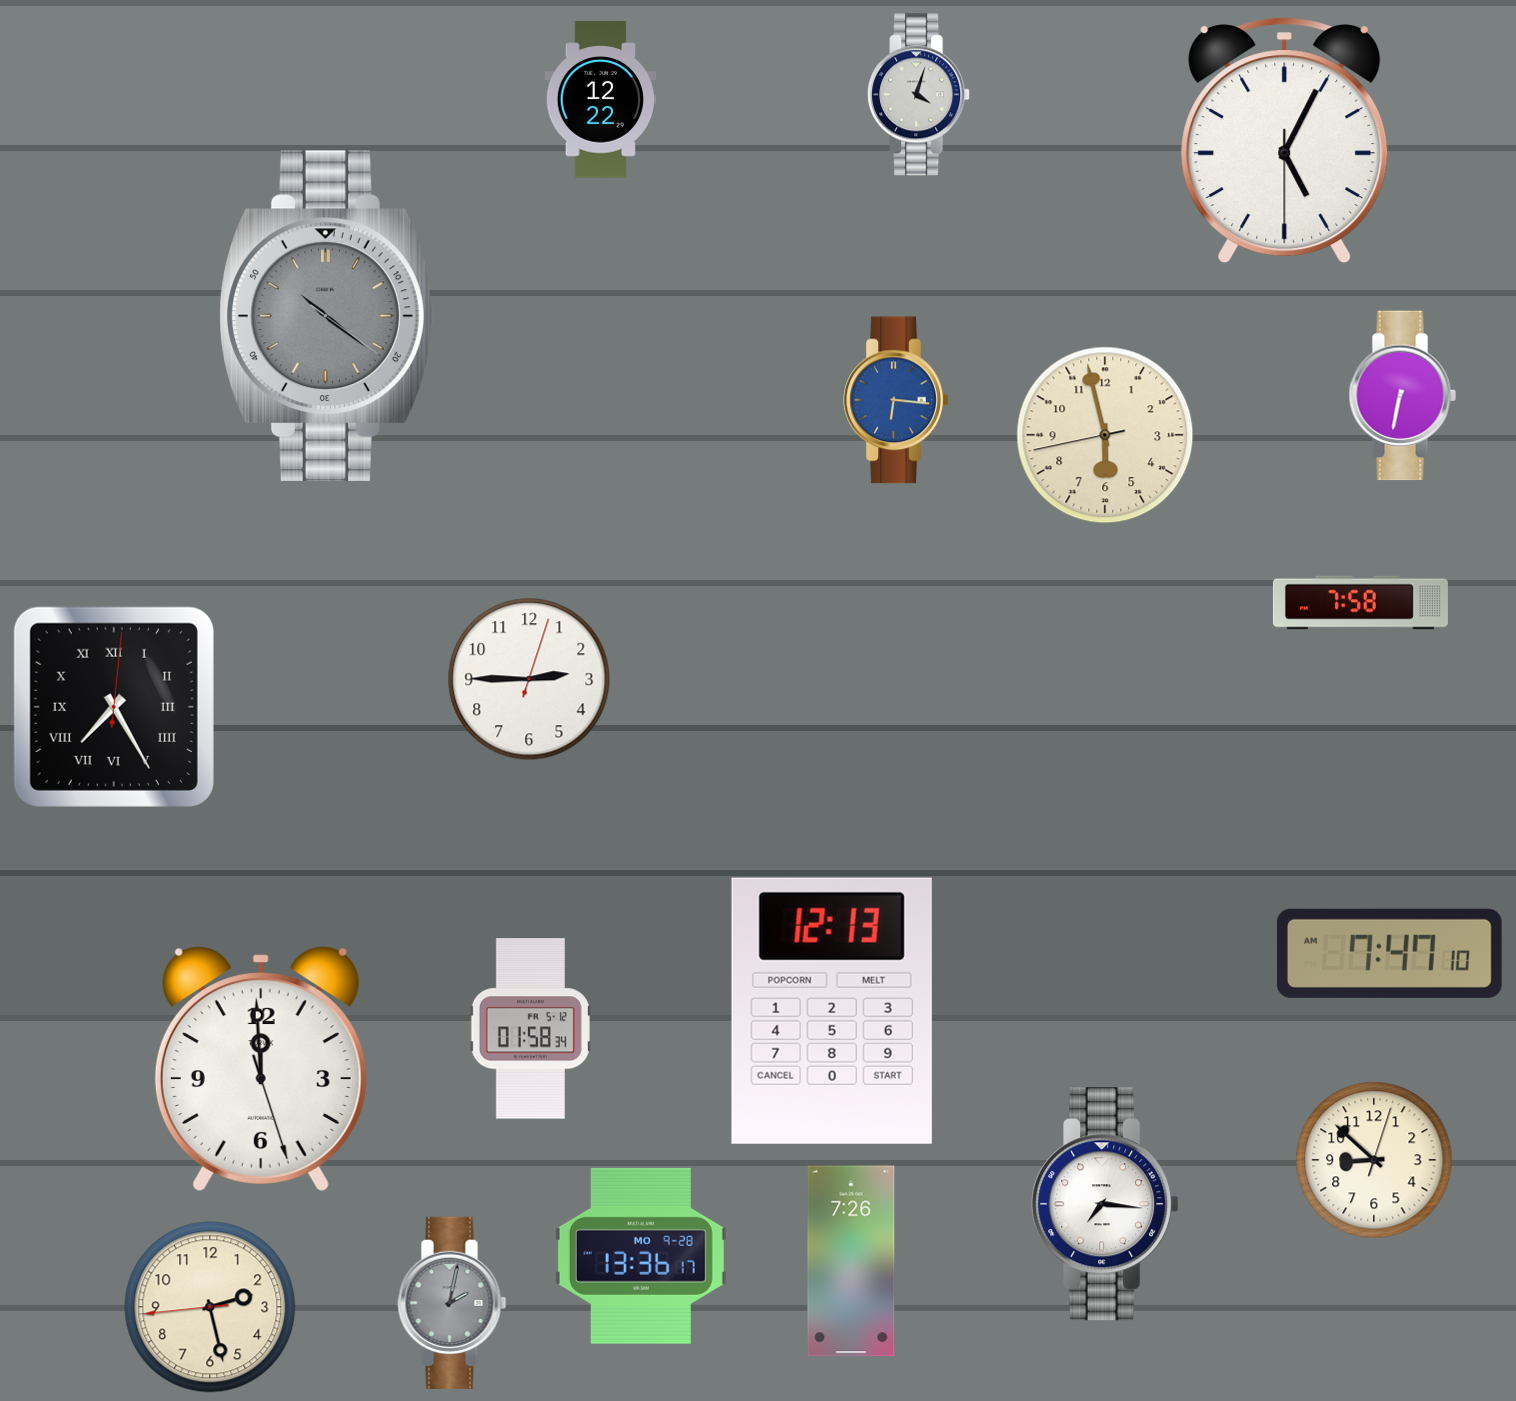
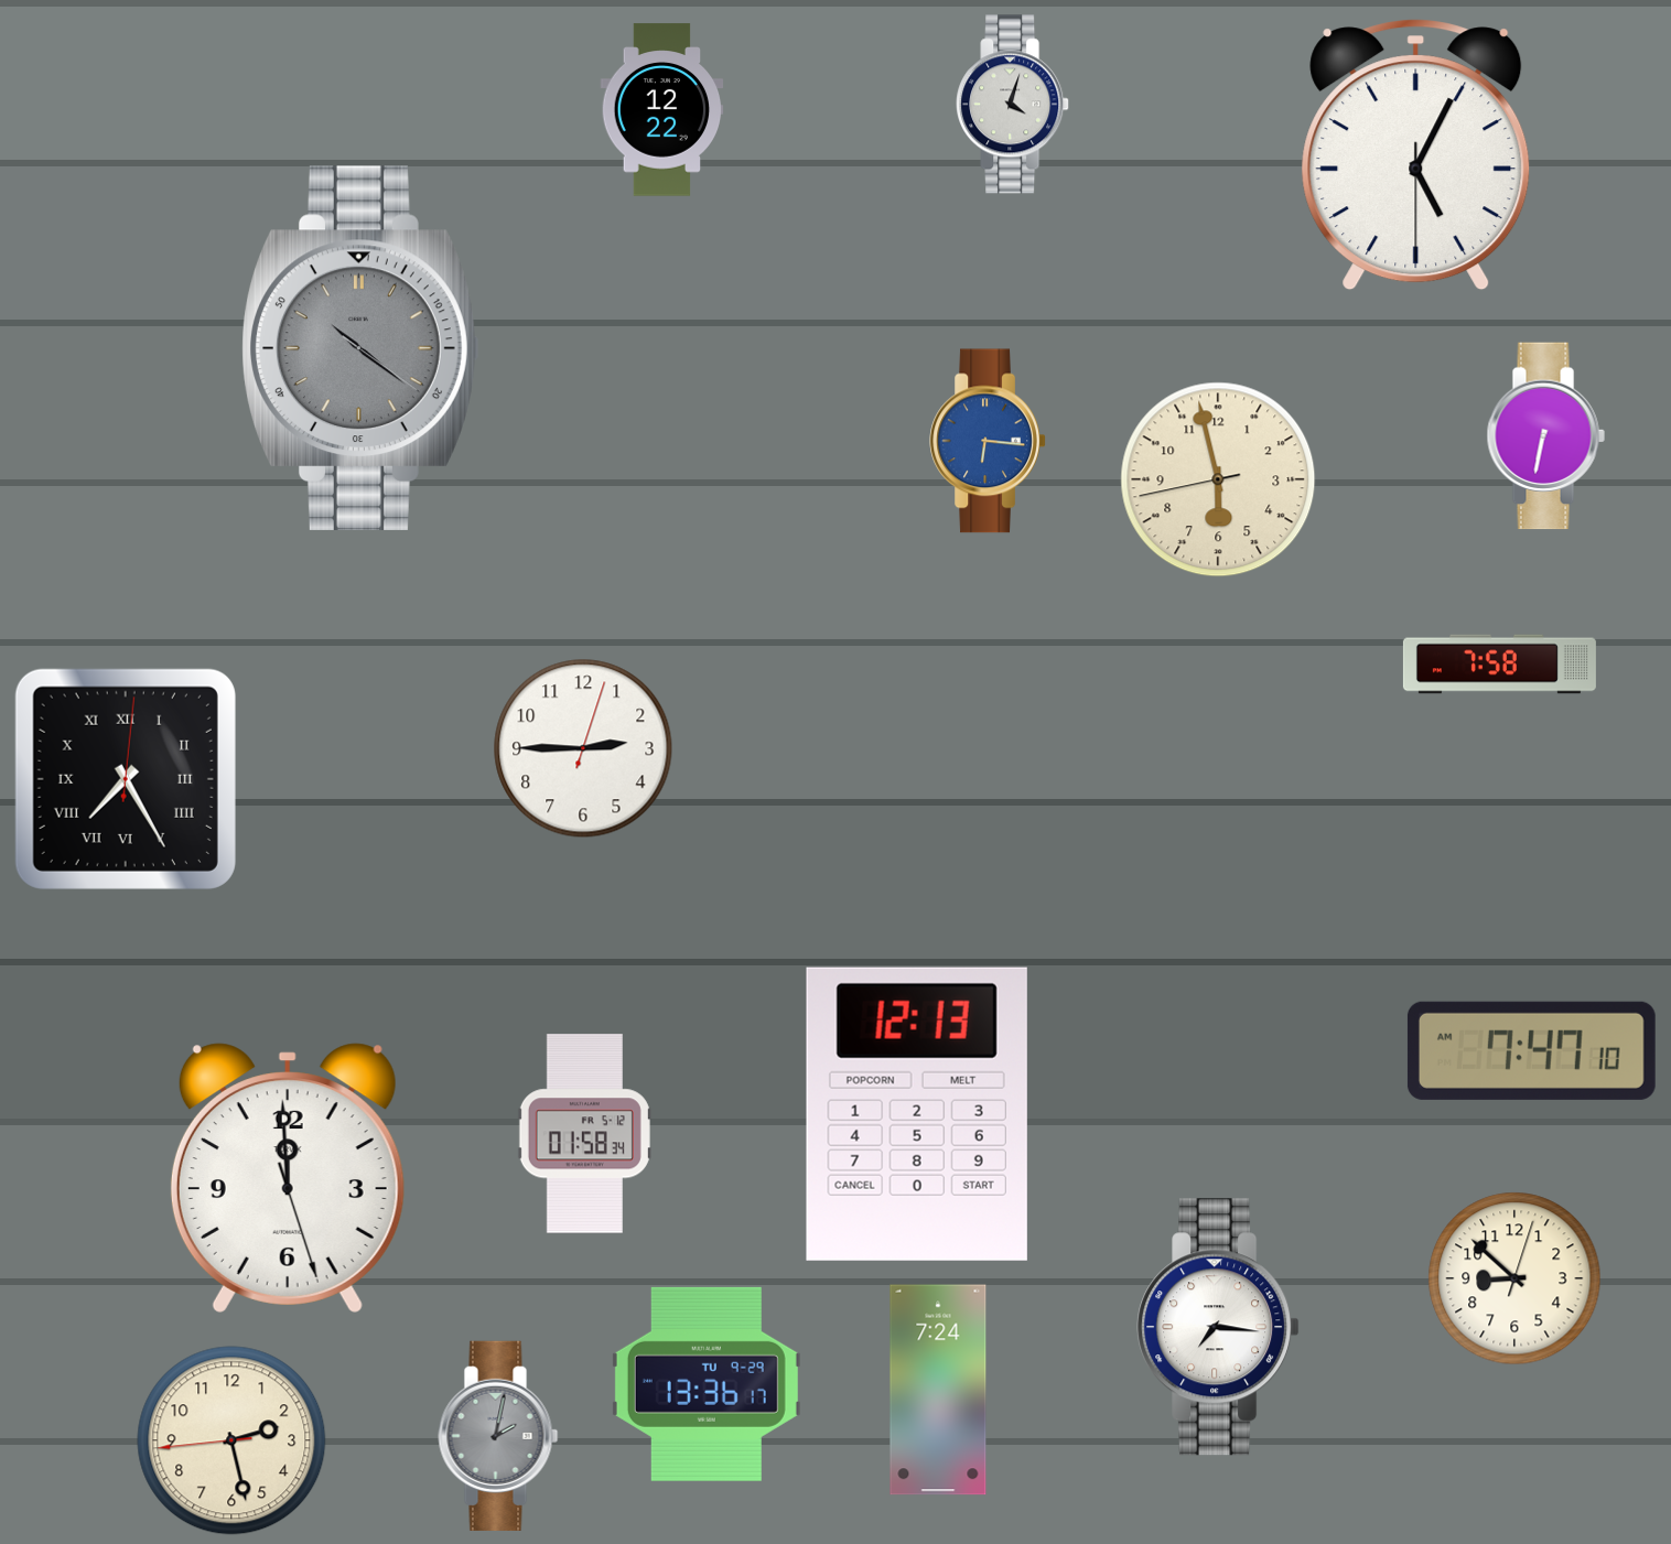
clock at (641, 1256) date: MO 9-28 -> TU 9-29
clock at (851, 1261): 7:26 -> 7:24
